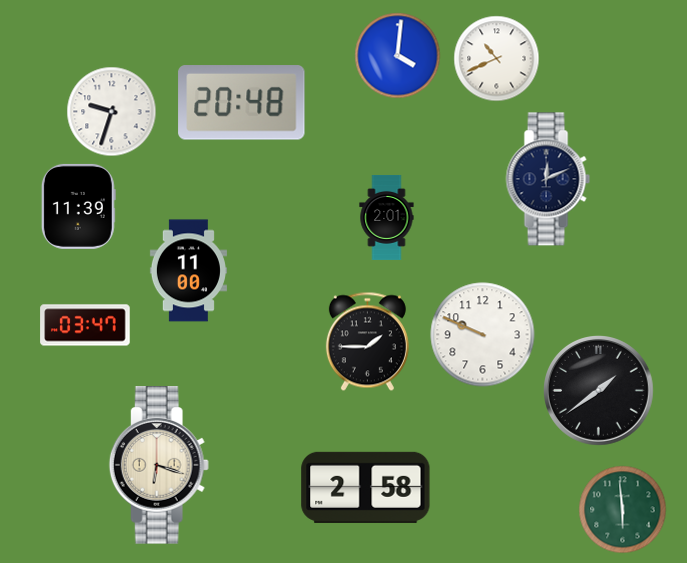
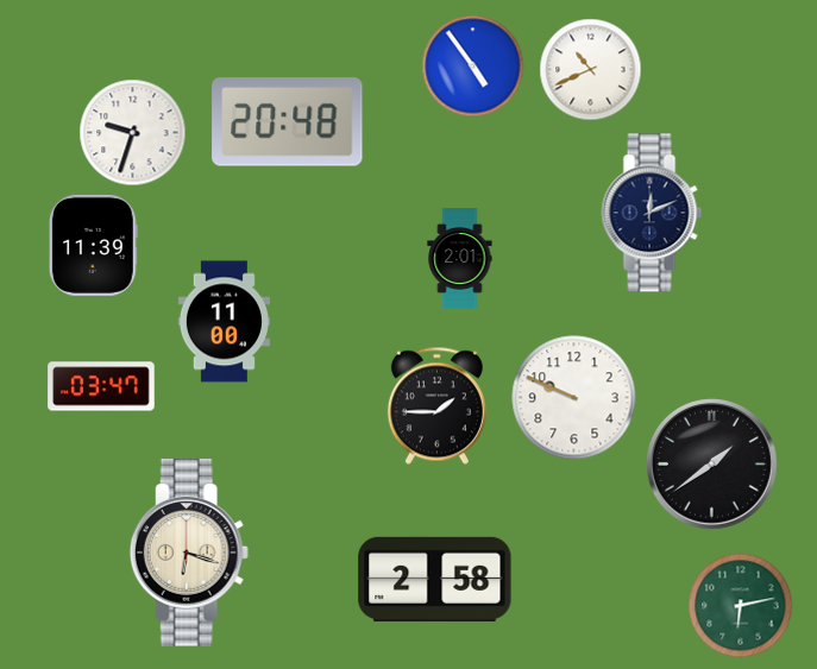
clock at (398, 56): 4:01 -> 4:54
clock at (623, 510): 5:59 -> 6:13
